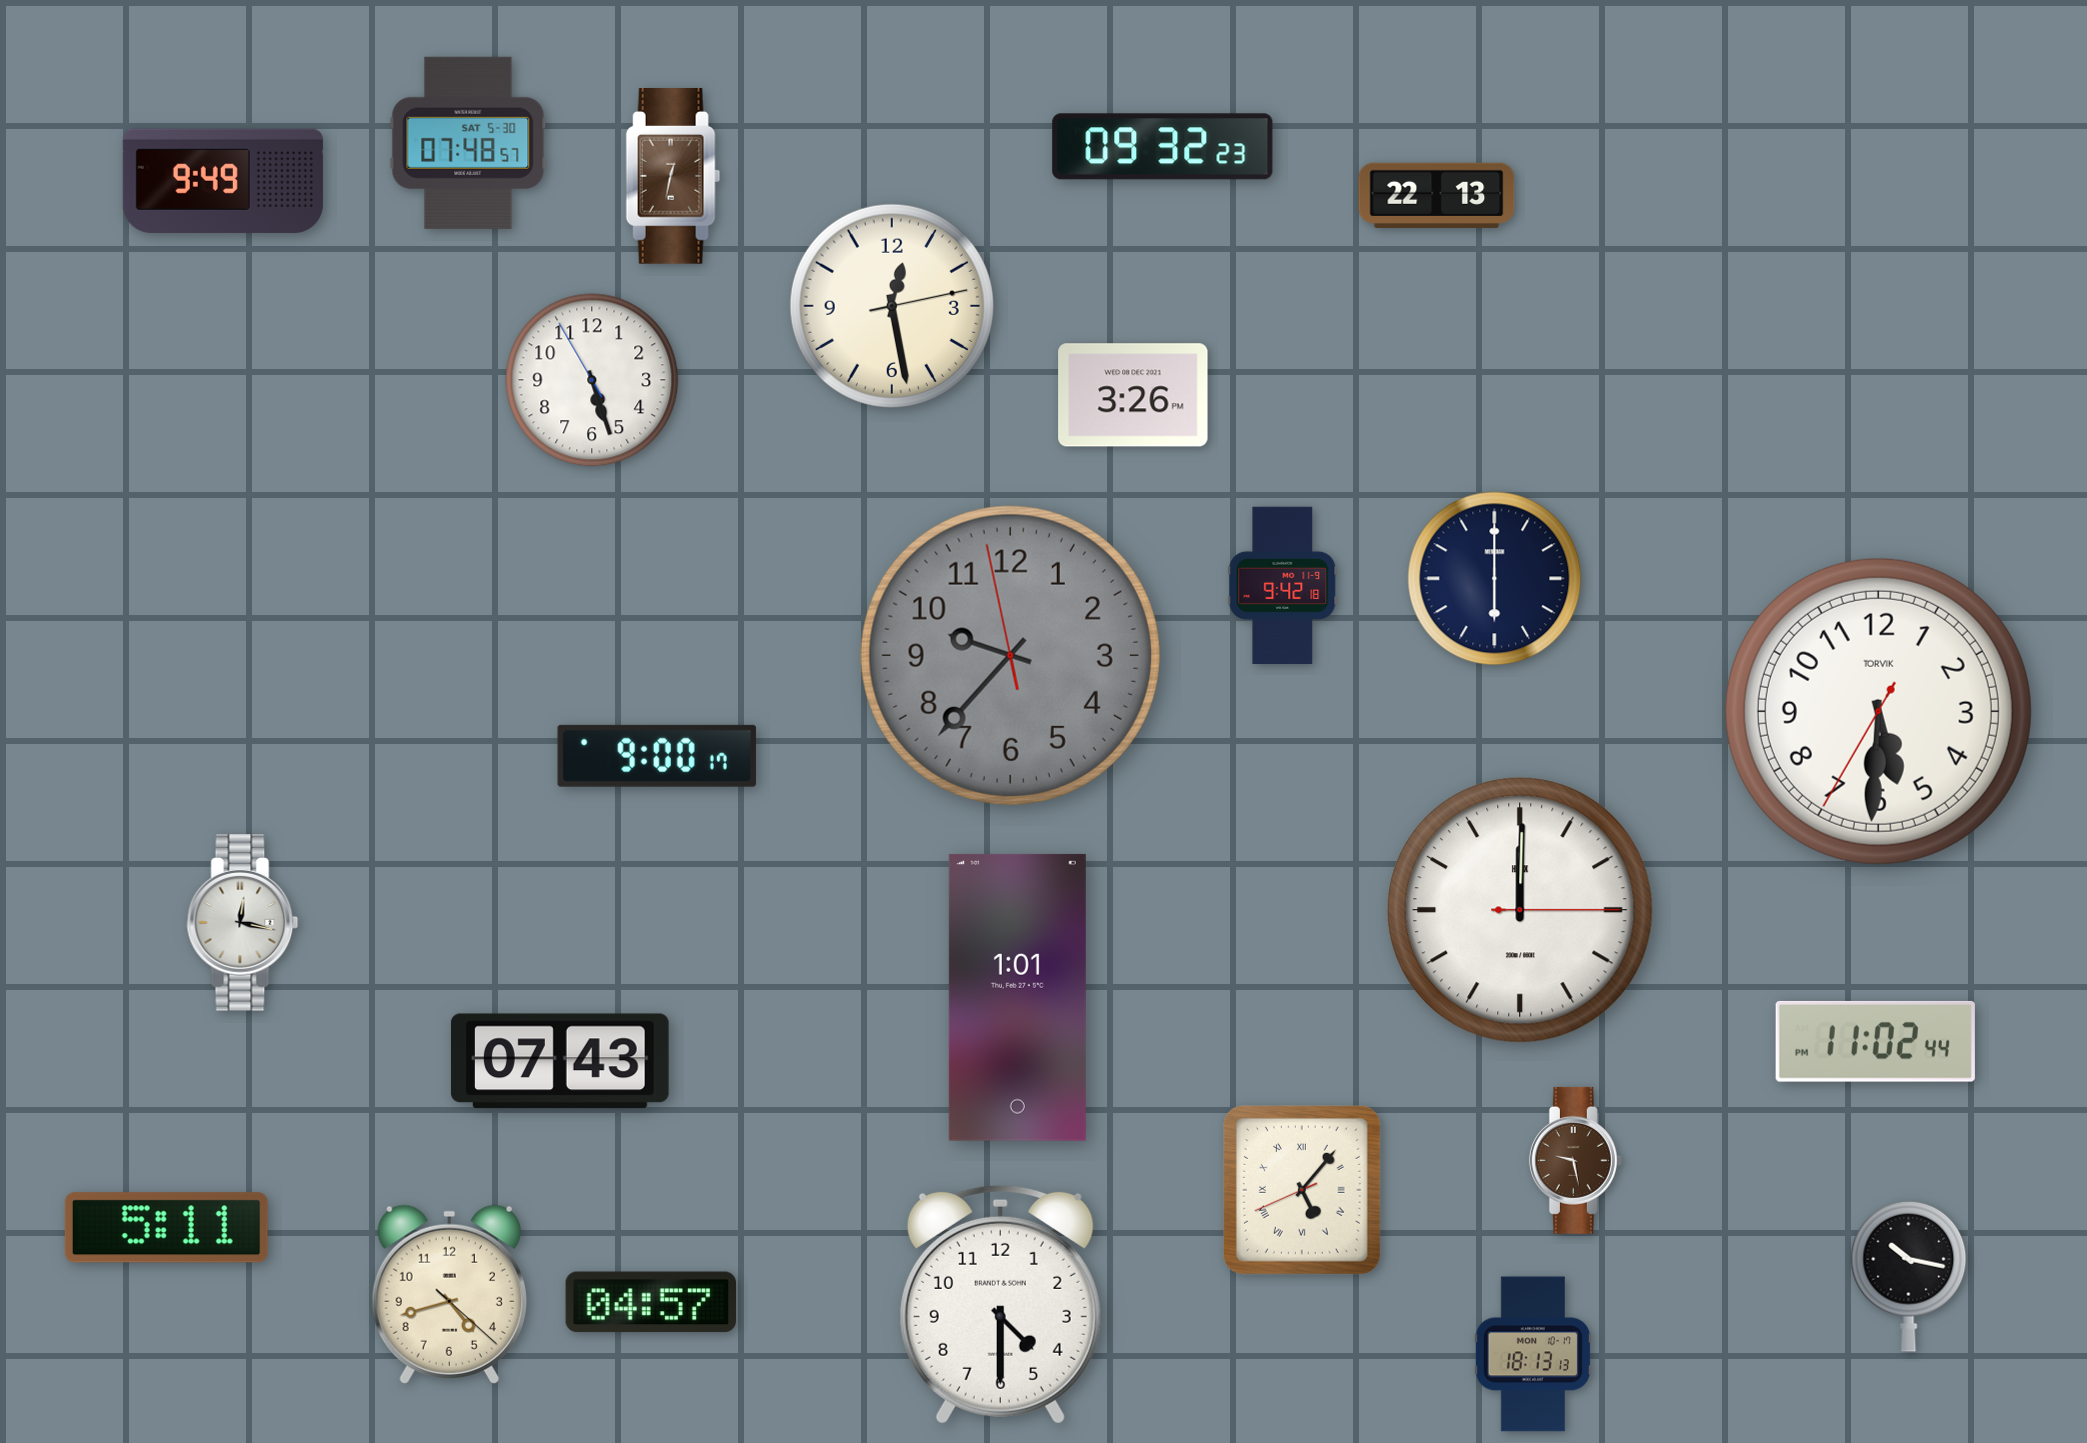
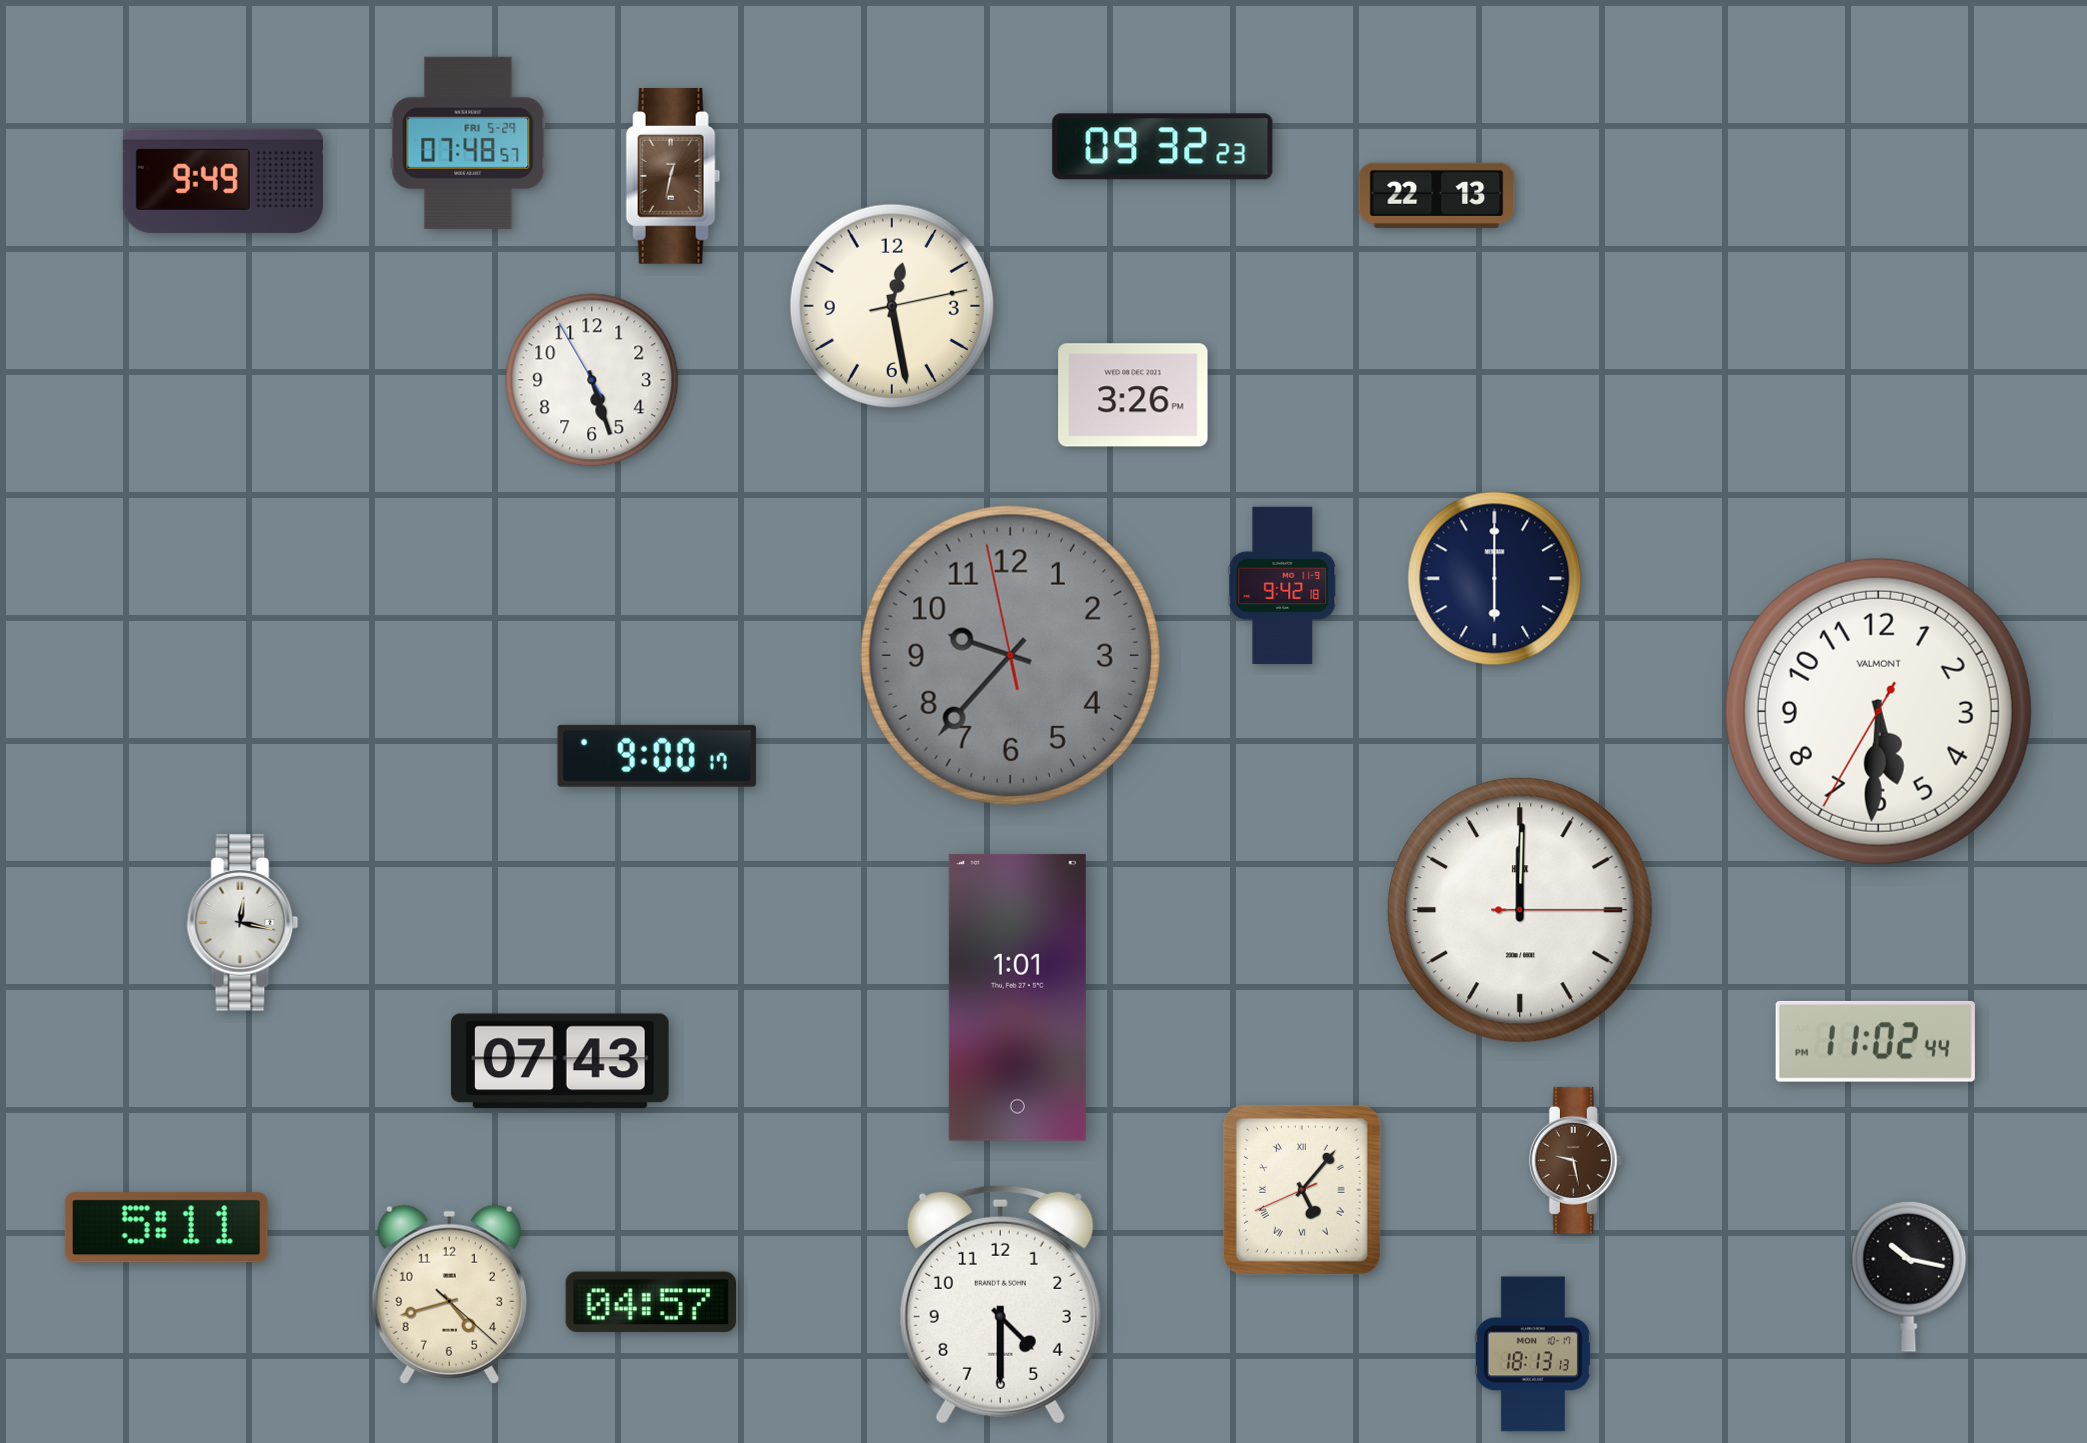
clock at (468, 143) date: SAT 5-30 -> FRI 5-29
clock at (1878, 711) brand: TORVIK -> VALMONT
